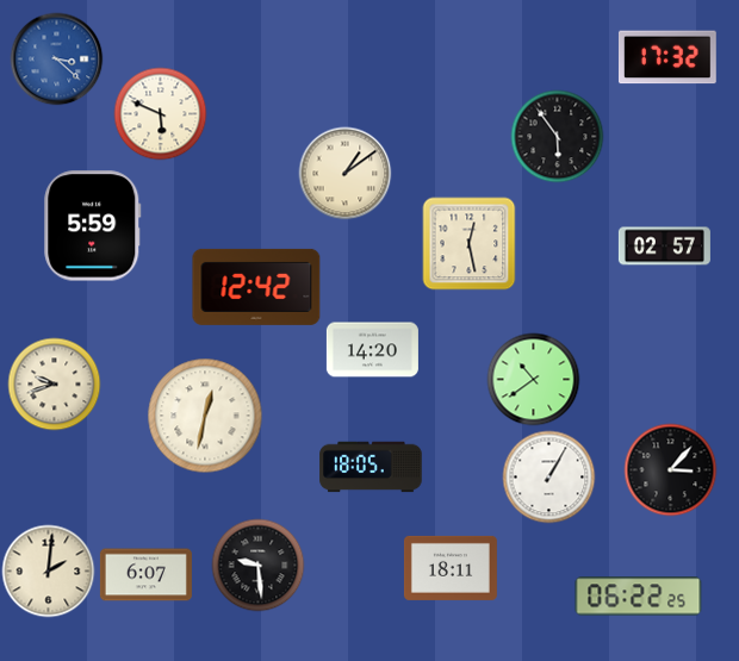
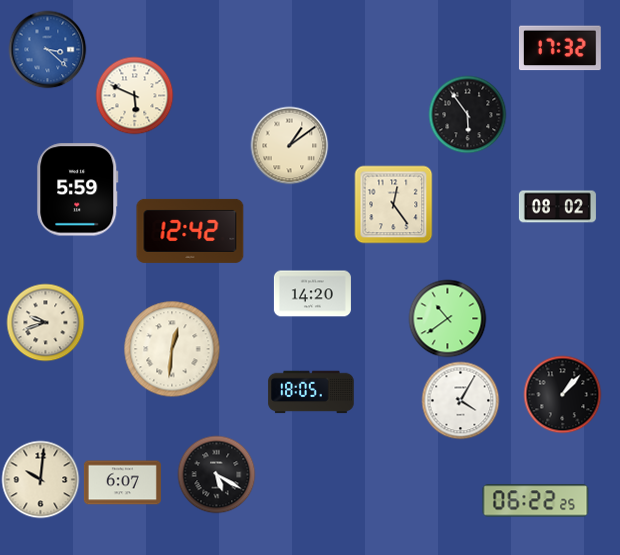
clock at (468, 243): 12:28 -> 12:24
clock at (664, 247): 02:57 -> 08:02
clock at (256, 287) position: (256, 287) -> (190, 231)
clock at (205, 416): 12:32 -> 12:31
clock at (670, 469): 3:07 -> 1:07
clock at (548, 476): 1:05 -> 4:05
clock at (257, 565): 9:29 -> 5:20
clock at (451, 568): 18:11 -> none
clock at (48, 570): 2:01 -> 10:01
